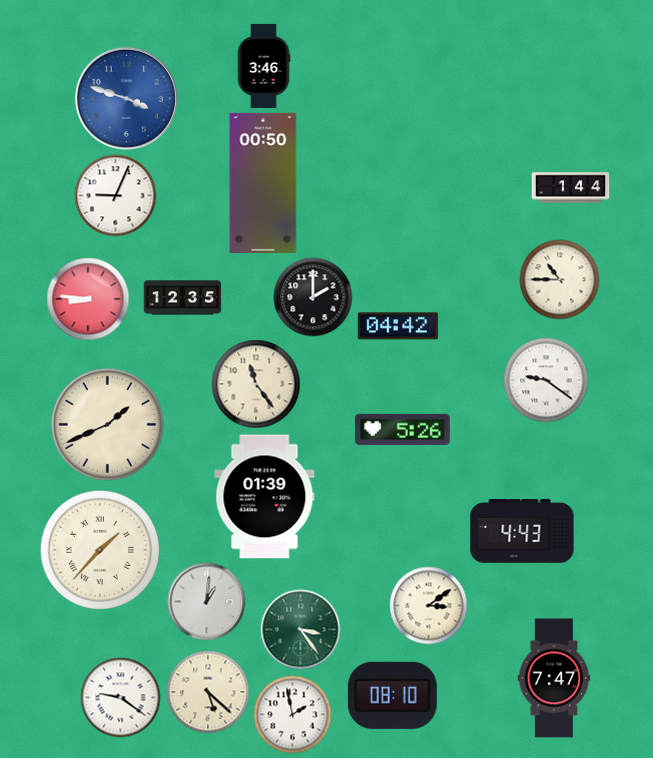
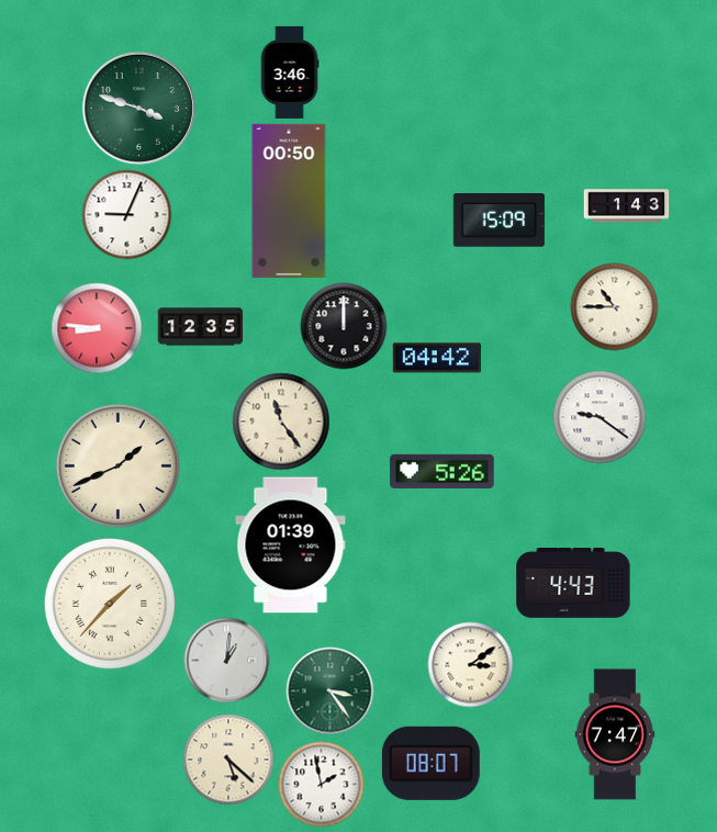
clock at (126, 98) dial: blue -> green
clock at (570, 188): 1:44 -> 1:43
clock at (498, 221): none -> 15:09
clock at (313, 297): 2:00 -> 12:00
clock at (554, 678) position: (554, 678) -> (615, 734)
clock at (392, 695): 08:10 -> 08:07
clock at (120, 697): 9:21 -> none
